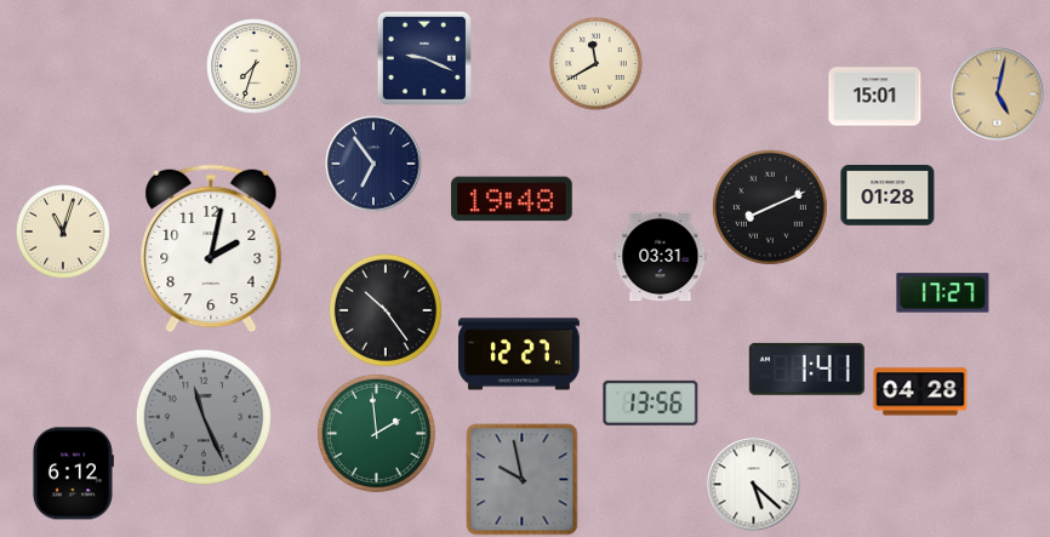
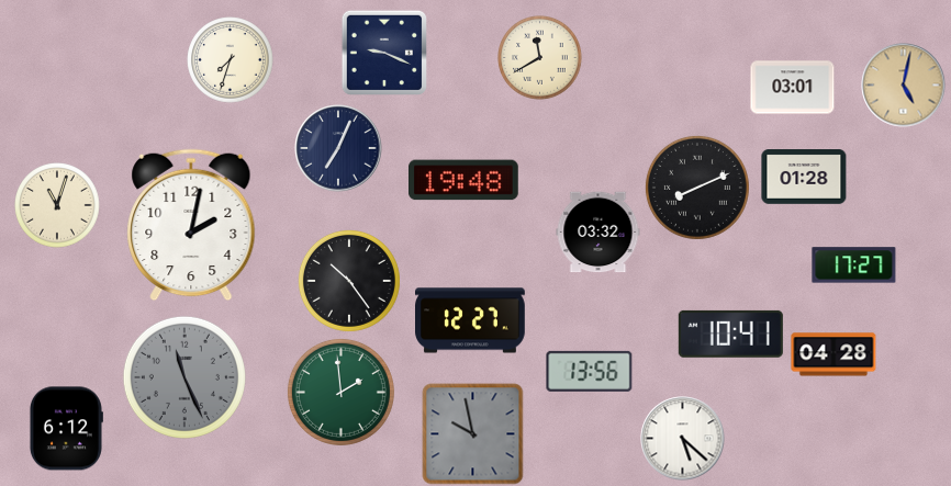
clock at (875, 97): 15:01 -> 03:01
clock at (373, 164): 6:54 -> 7:04
clock at (63, 232) position: (63, 232) -> (57, 205)
clock at (661, 257): 03:31 -> 03:32
clock at (806, 369): 1:41 -> 10:41
clock at (651, 402) position: (651, 402) -> (590, 371)
